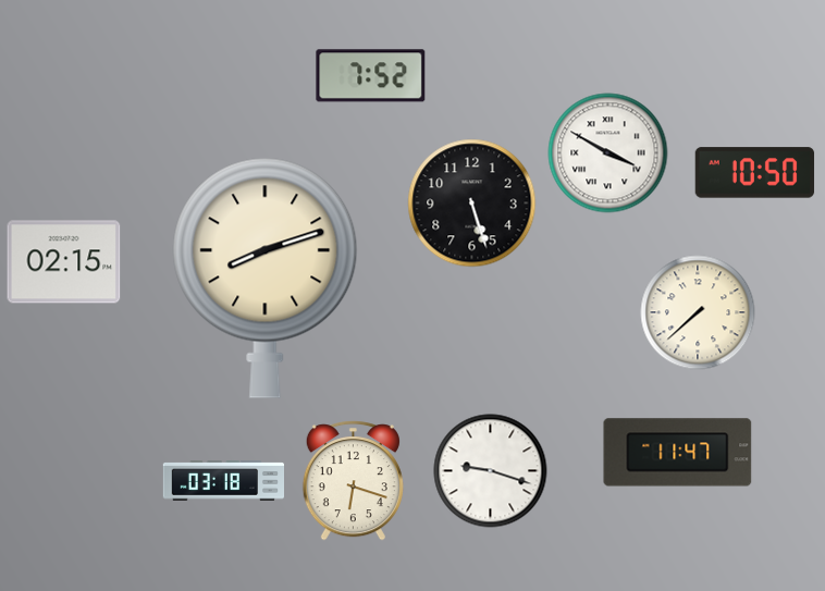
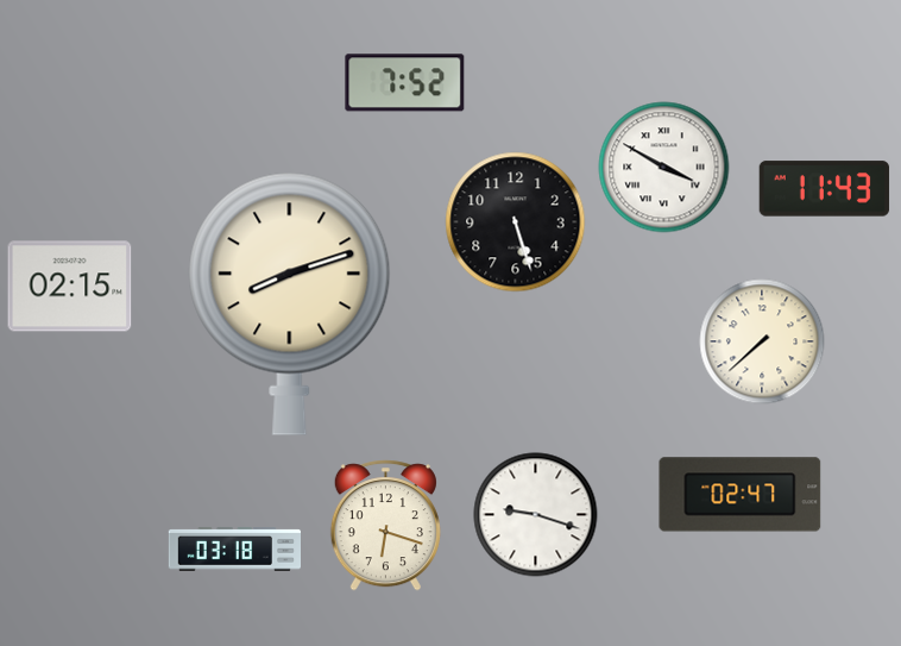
clock at (755, 173): 10:50 -> 11:43
clock at (678, 453): 11:47 -> 02:47
clock at (223, 481) position: (223, 481) -> (234, 550)
